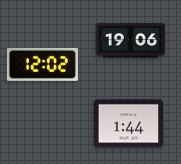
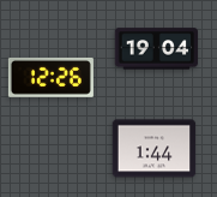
clock at (131, 41): 19:06 -> 19:04
clock at (42, 65): 12:02 -> 12:26
